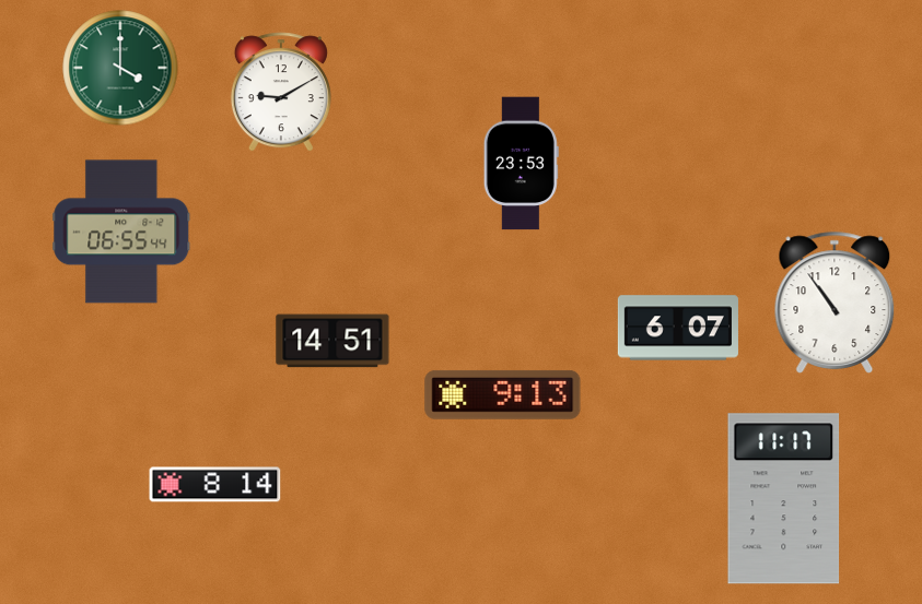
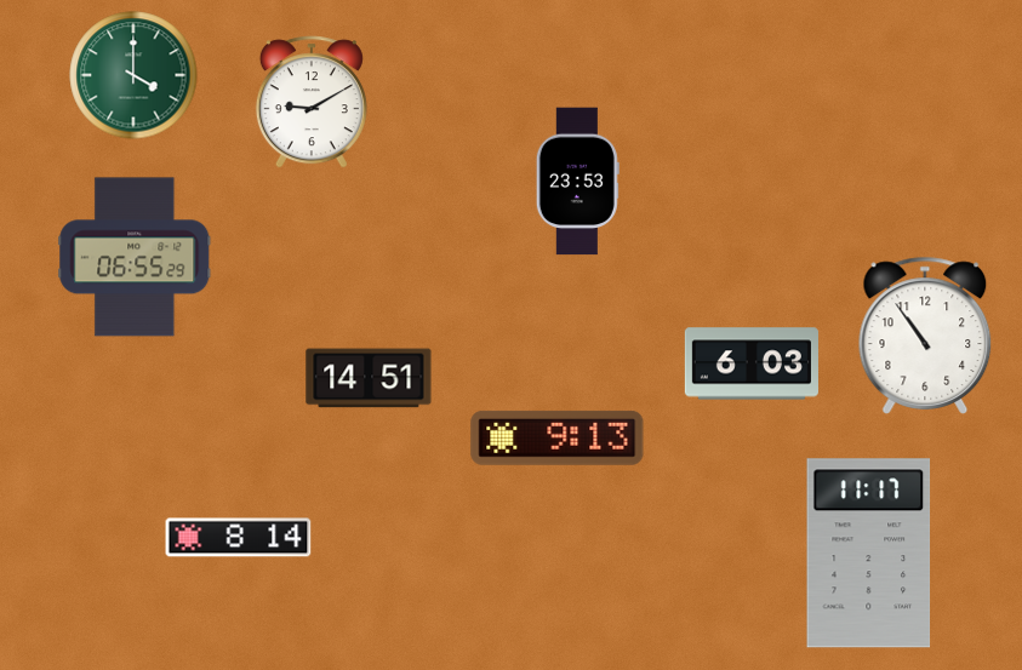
clock at (121, 232): 06:55:44 -> 06:55:29
clock at (678, 328): 6:07 -> 6:03
